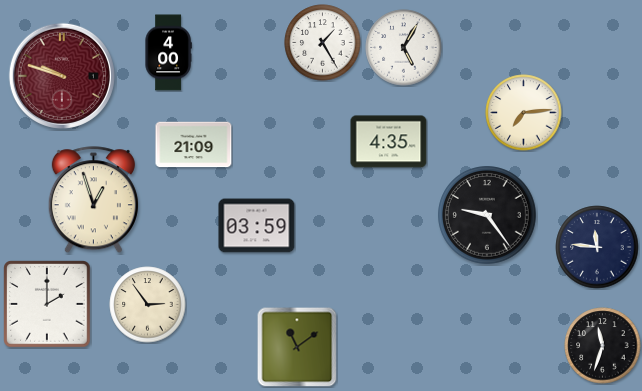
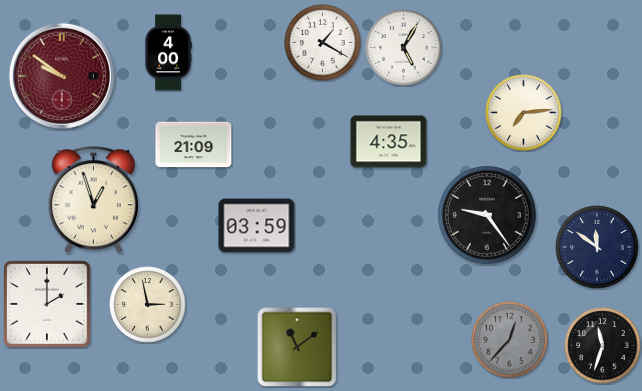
clock at (323, 43): 1:25 -> 1:20
clock at (62, 76): 9:48 -> 9:51
clock at (597, 247): 11:46 -> 11:51
clock at (148, 305): 2:54 -> 2:58
clock at (510, 340): none -> 12:37
